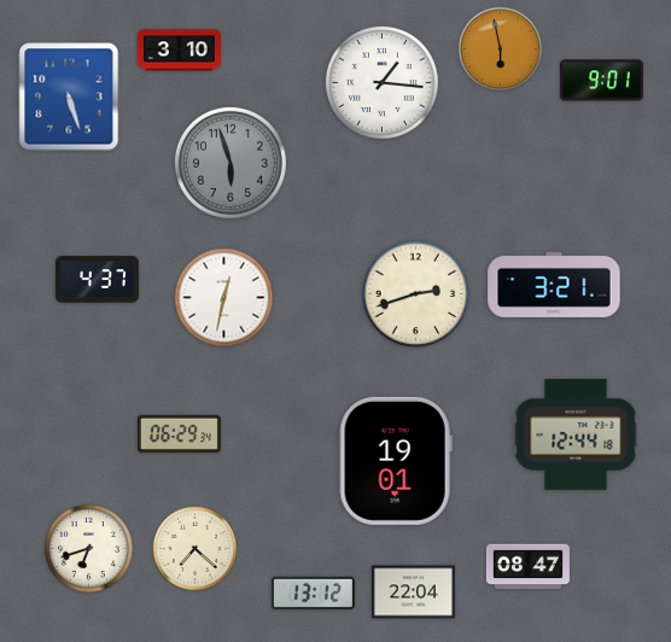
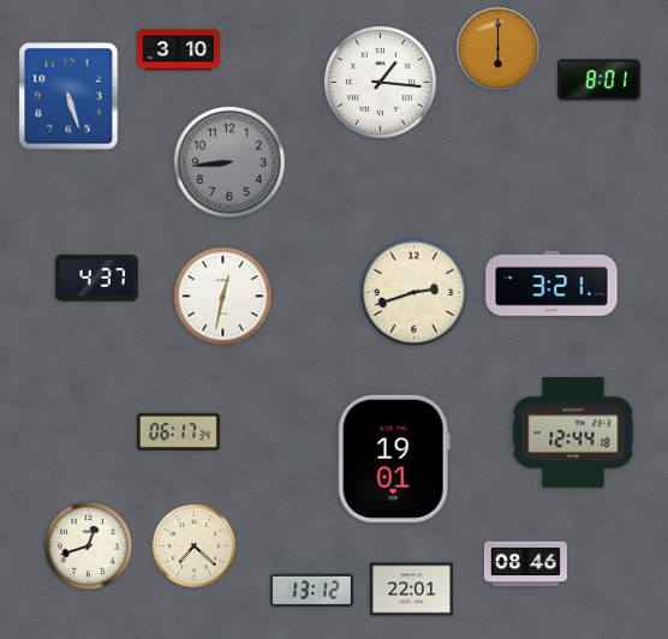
clock at (501, 49): 5:58 -> 6:00
clock at (601, 81): 9:01 -> 8:01
clock at (231, 163): 5:57 -> 8:44
clock at (179, 433): 06:29 -> 06:17
clock at (88, 548): 6:42 -> 12:42
clock at (527, 567): 08:47 -> 08:46
clock at (413, 593): 22:04 -> 22:01
